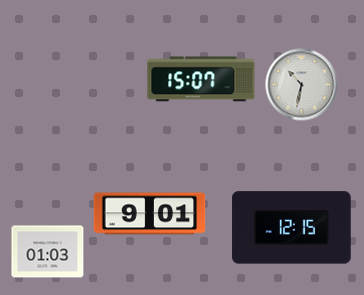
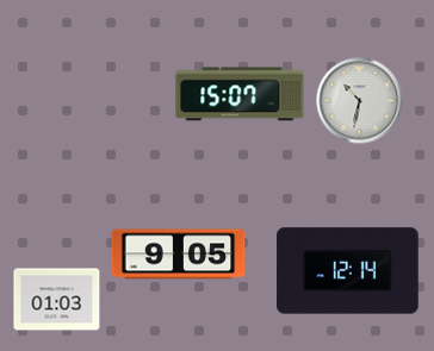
clock at (150, 214): 9:01 -> 9:05
clock at (292, 228): 12:15 -> 12:14
